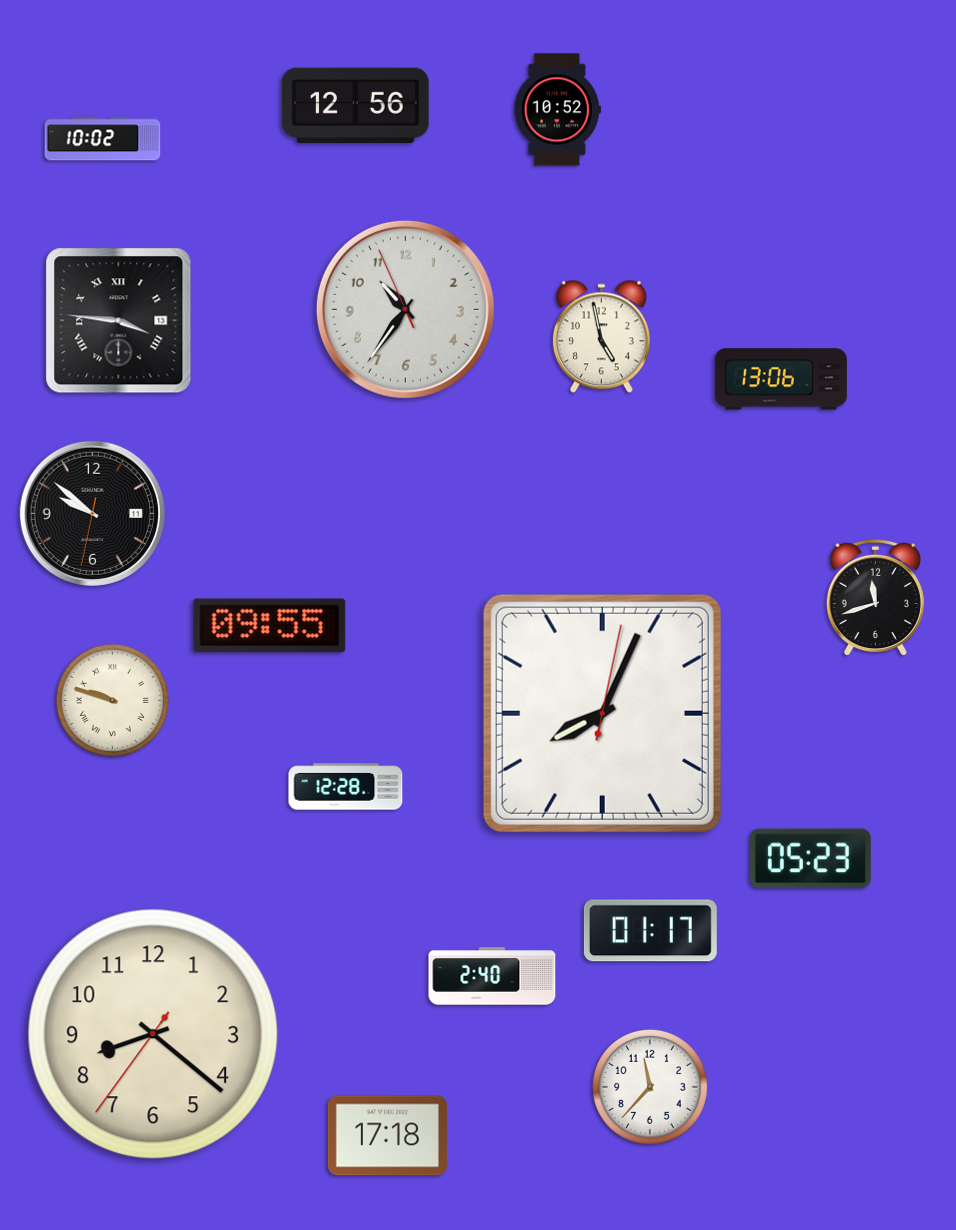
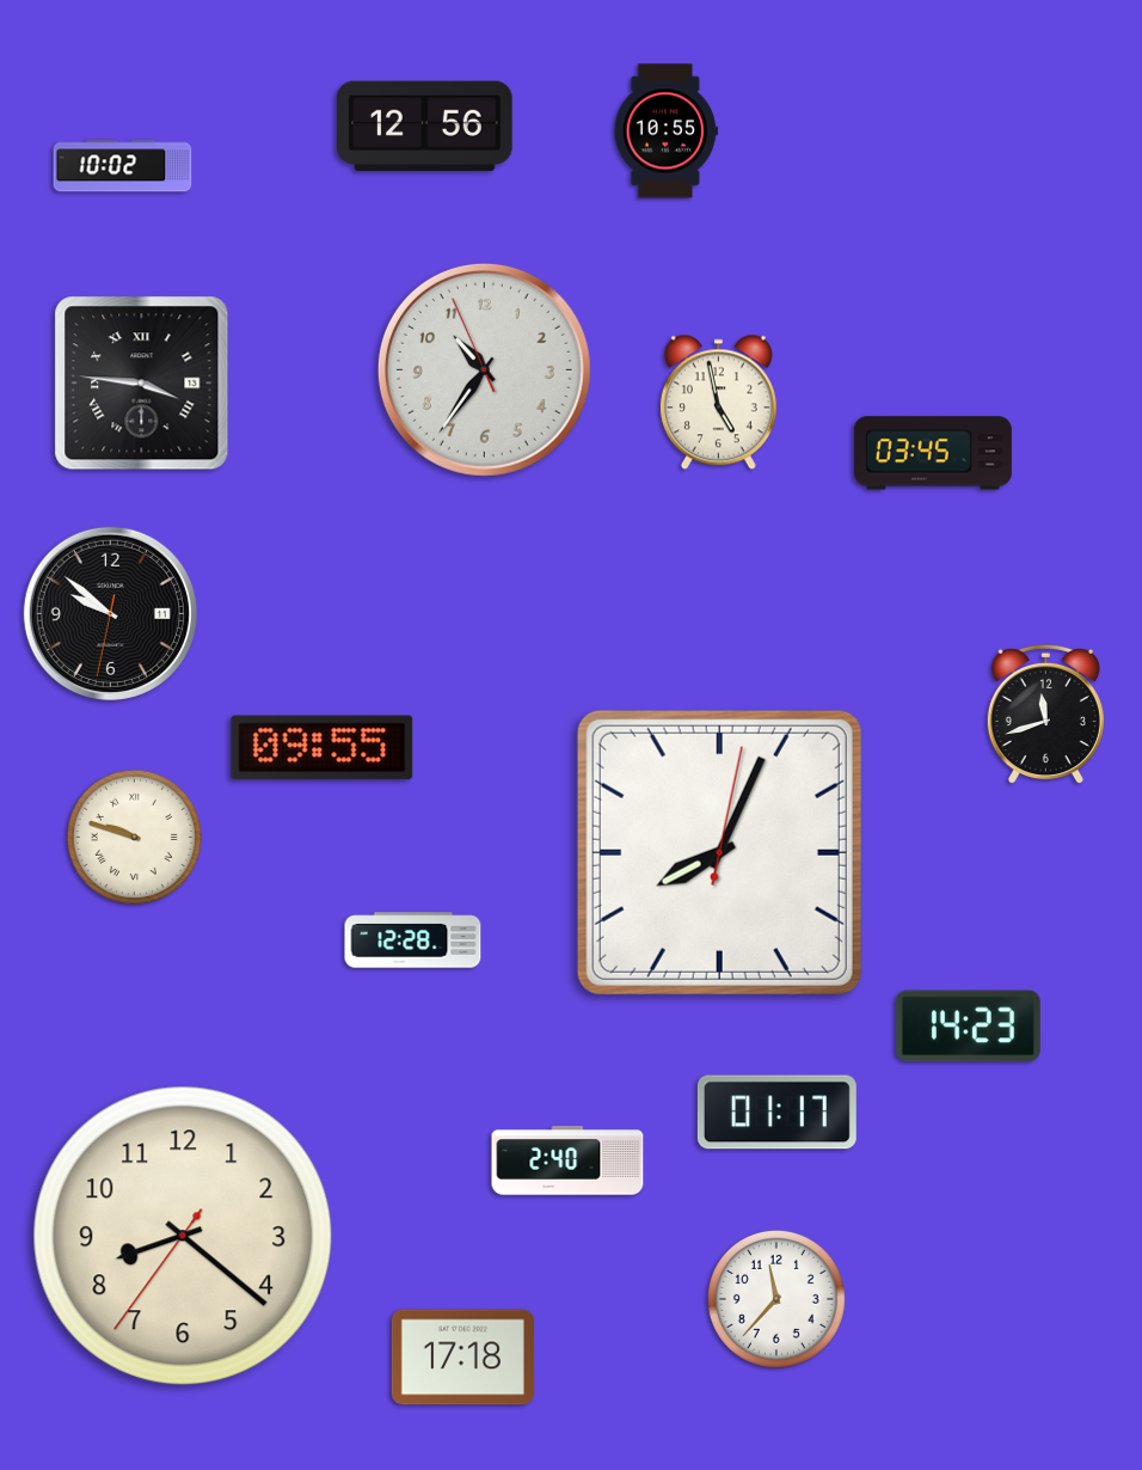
clock at (557, 110): 10:52 -> 10:55
clock at (781, 379): 13:06 -> 03:45
clock at (810, 859): 05:23 -> 14:23
clock at (492, 976) position: (492, 976) -> (567, 1160)
